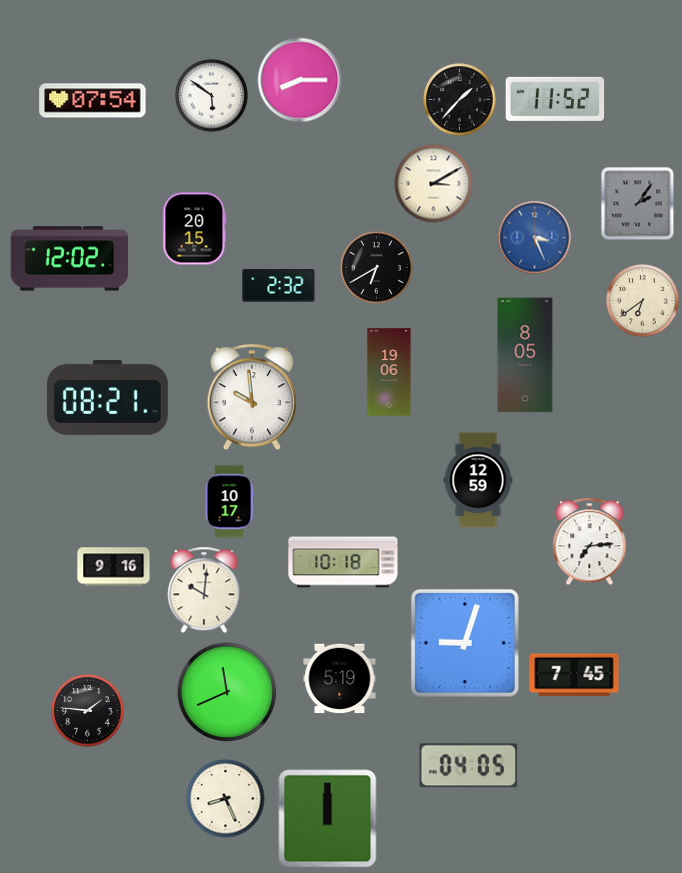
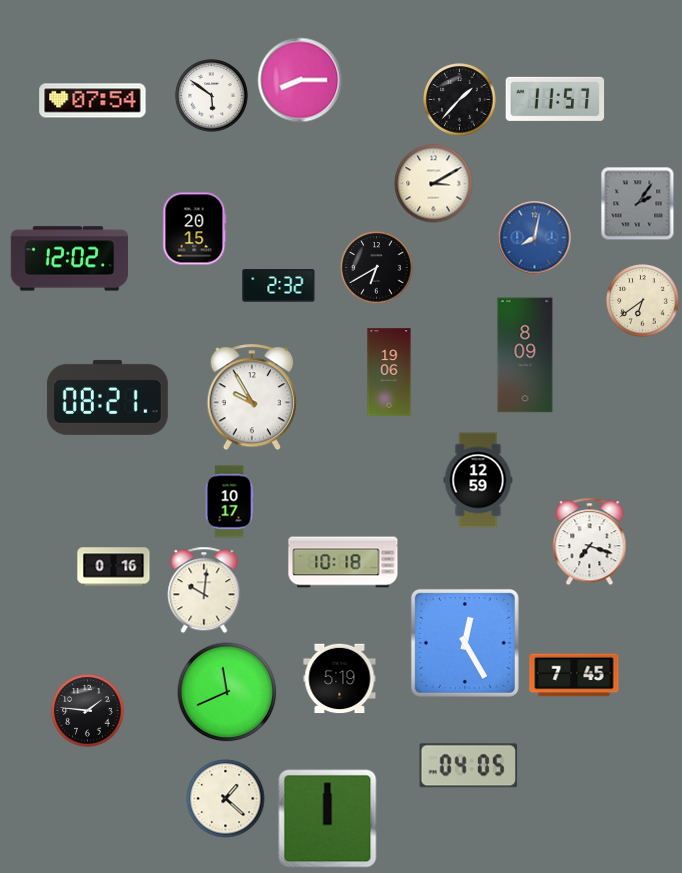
clock at (555, 99): 11:52 -> 11:57
clock at (535, 238): 3:26 -> 8:02
clock at (525, 355): 8:05 -> 8:09
clock at (252, 398): 9:59 -> 9:55
clock at (590, 542): 7:14 -> 7:18
clock at (114, 567): 9:16 -> 0:16
clock at (465, 643): 9:03 -> 12:25
clock at (226, 799): 8:26 -> 1:22
